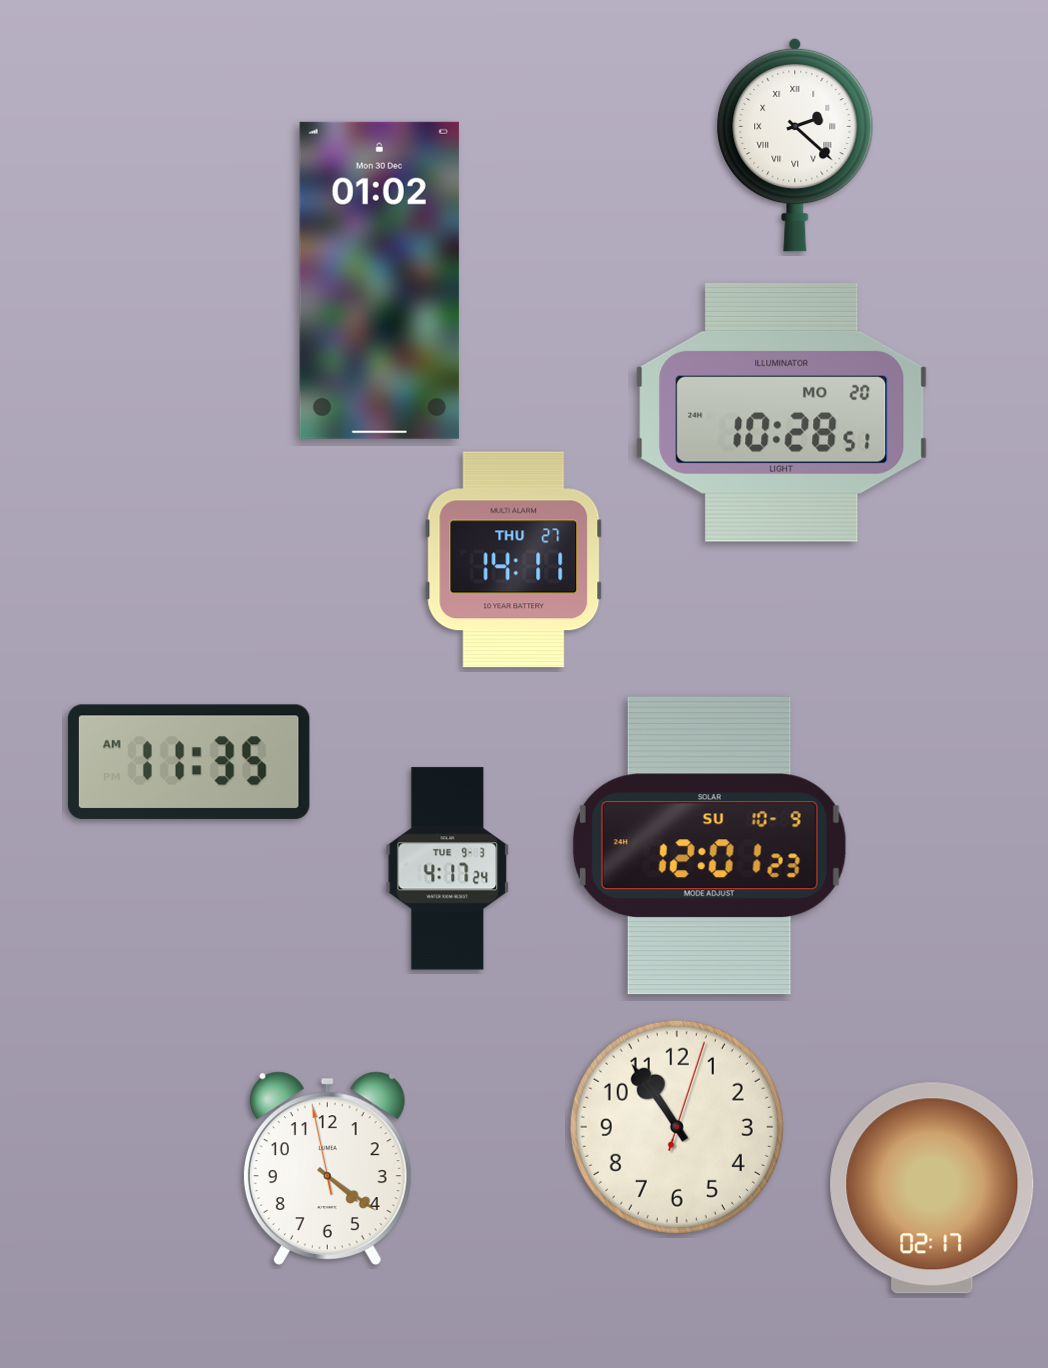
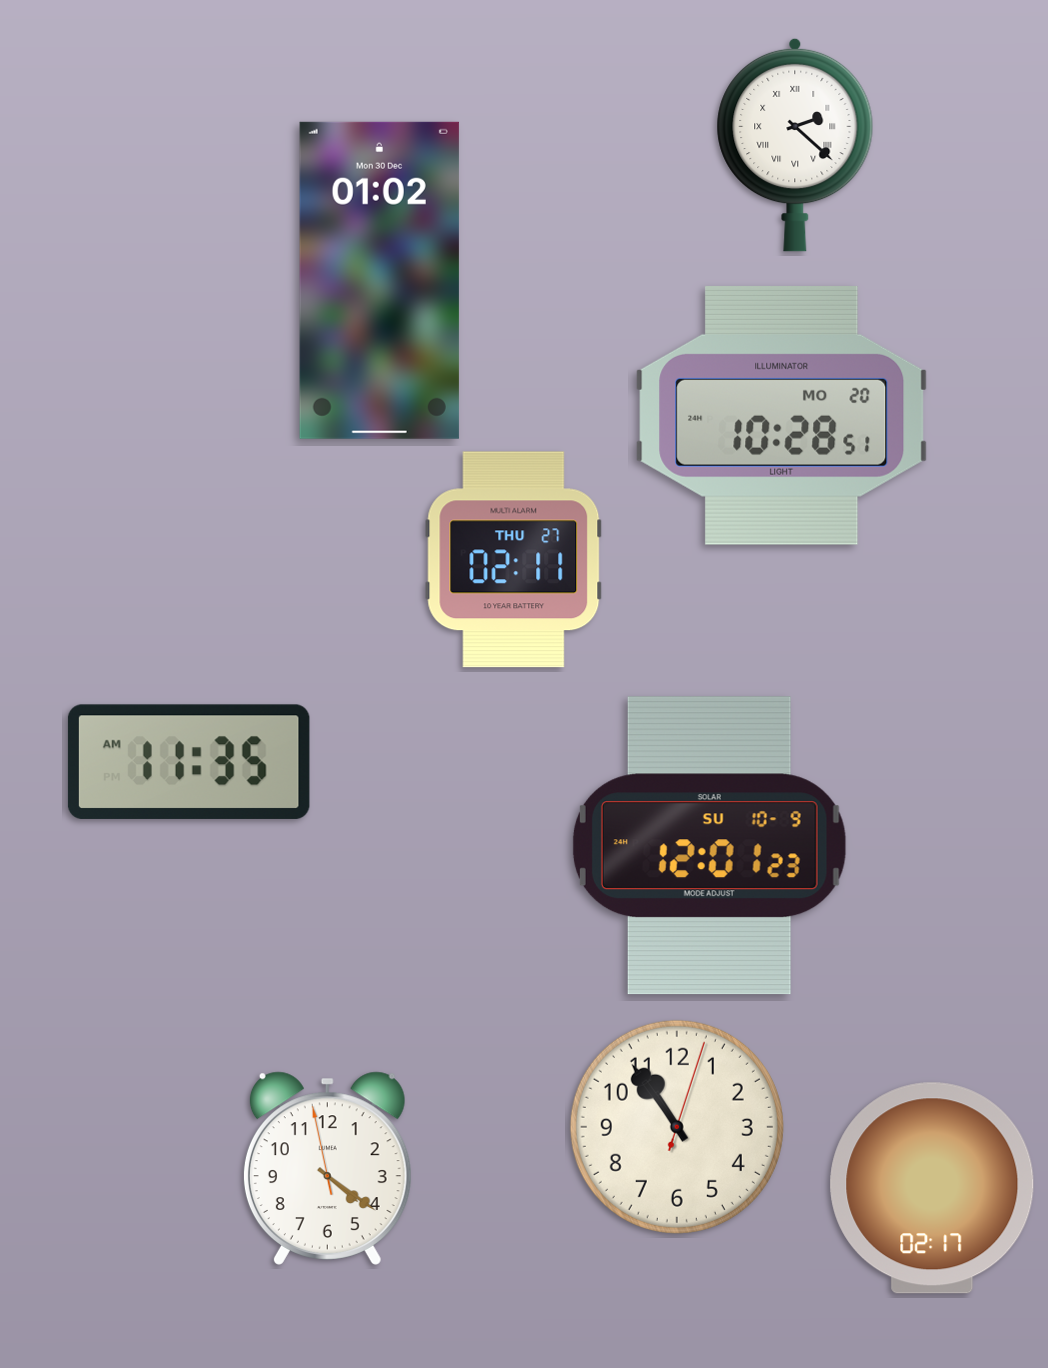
clock at (782, 412) position: (782, 412) -> (782, 415)
clock at (514, 560): 14:11 -> 02:11
clock at (448, 869): 4:17 -> none
